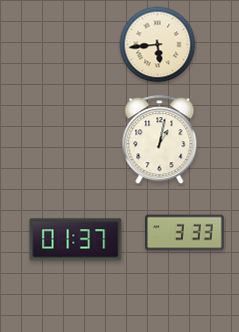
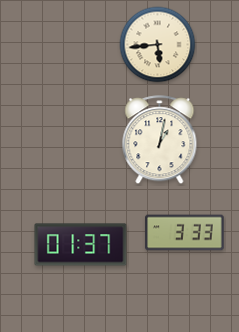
clock at (76, 240) position: (76, 240) -> (81, 245)
